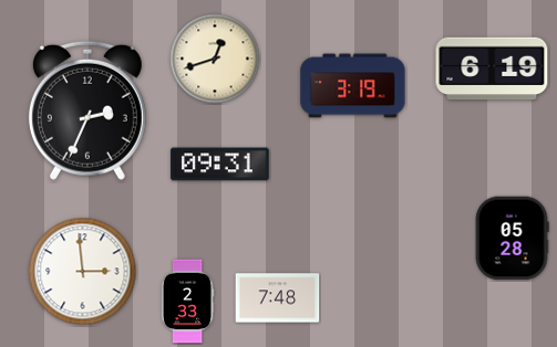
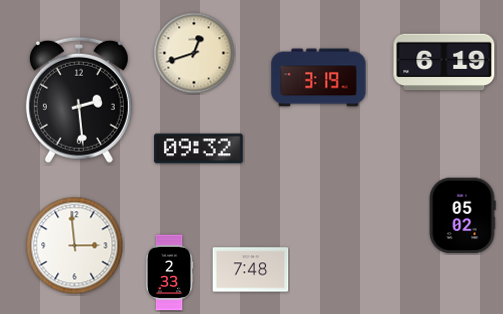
clock at (87, 111): 2:34 -> 2:29
clock at (220, 165): 09:31 -> 09:32
clock at (512, 239): 05:28 -> 05:02
